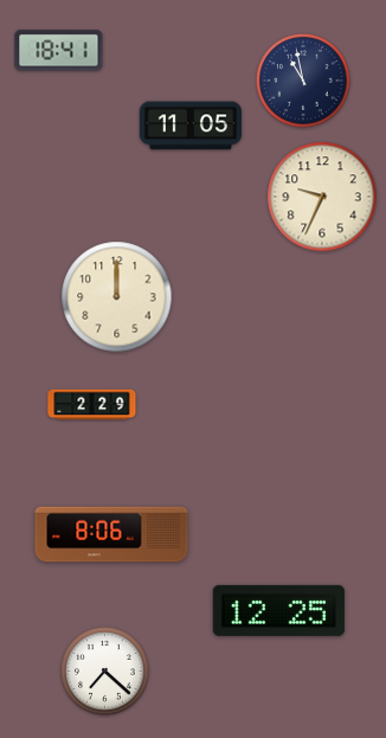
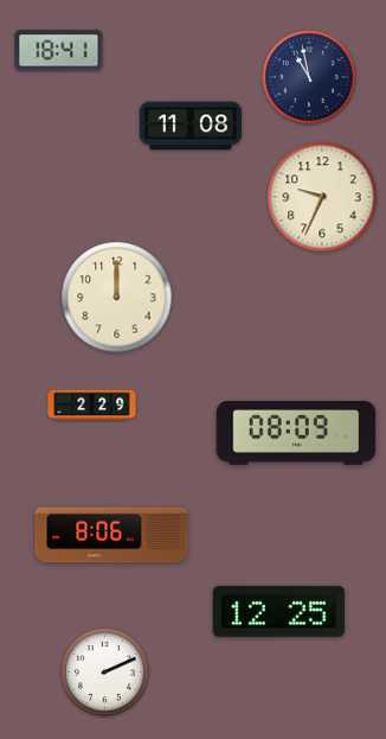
clock at (303, 81) position: (303, 81) -> (309, 77)
clock at (191, 126): 11:05 -> 11:08
clock at (296, 434): none -> 08:09
clock at (105, 672): 7:22 -> 2:11
